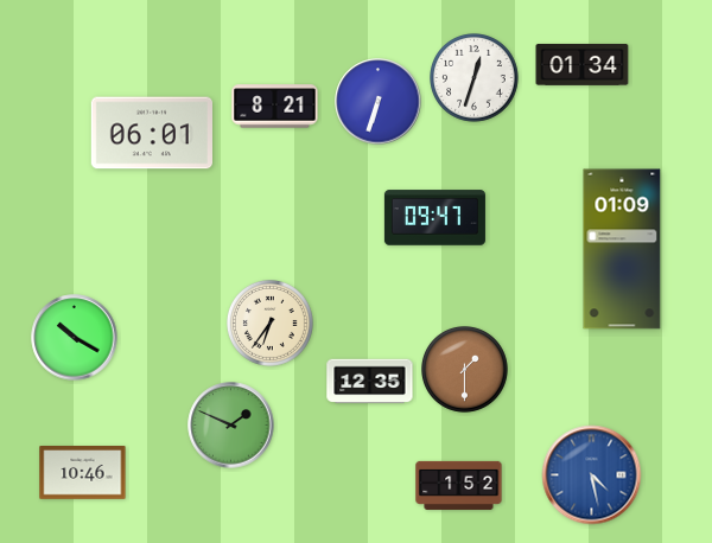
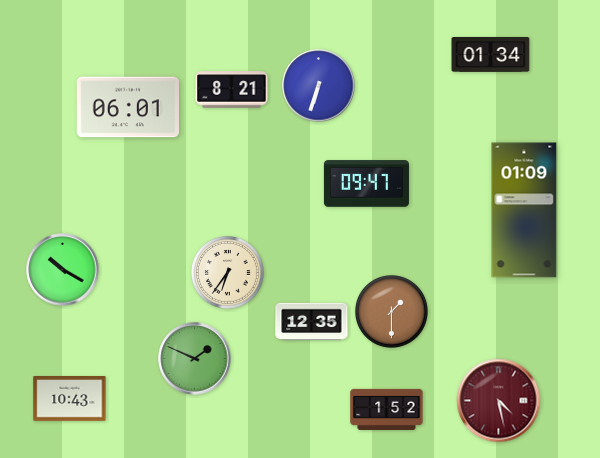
clock at (475, 78): 12:33 -> none
clock at (151, 133) position: (151, 133) -> (127, 107)
clock at (75, 338) position: (75, 338) -> (63, 270)
clock at (83, 473): 10:46 -> 10:43
clock at (592, 475) dial: blue -> burgundy
